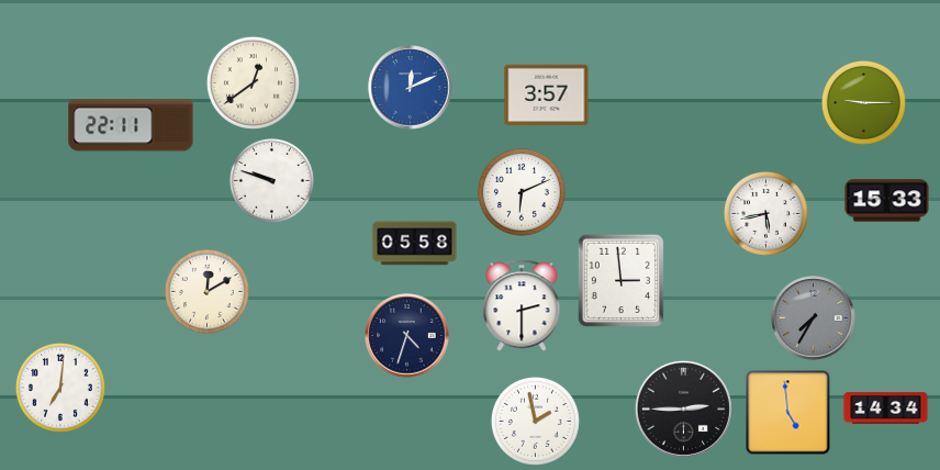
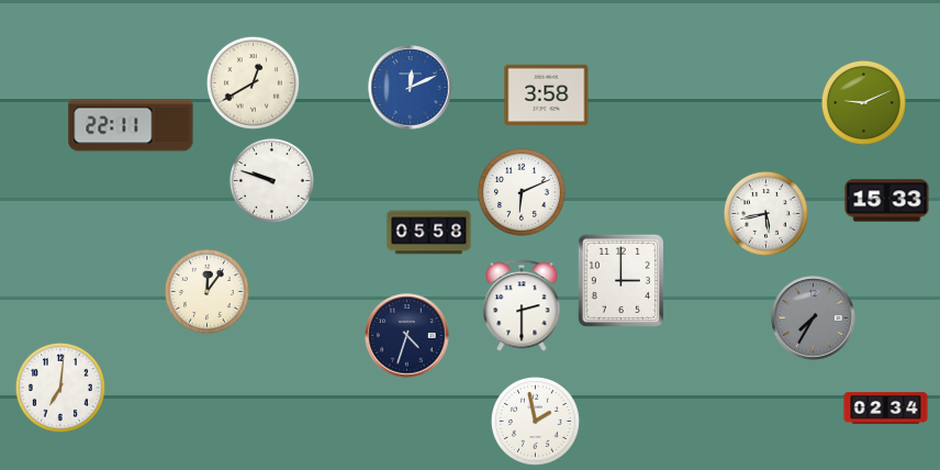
clock at (253, 82): 12:39 -> 12:40
clock at (547, 96): 3:57 -> 3:58
clock at (863, 102): 9:15 -> 9:11
clock at (415, 244) position: (415, 244) -> (429, 233)
clock at (620, 280): 2:59 -> 3:00
clock at (206, 291): 12:10 -> 12:06
clock at (683, 409): 2:45 -> none
clock at (886, 409): 14:34 -> 02:34
clock at (788, 413): 4:59 -> none
